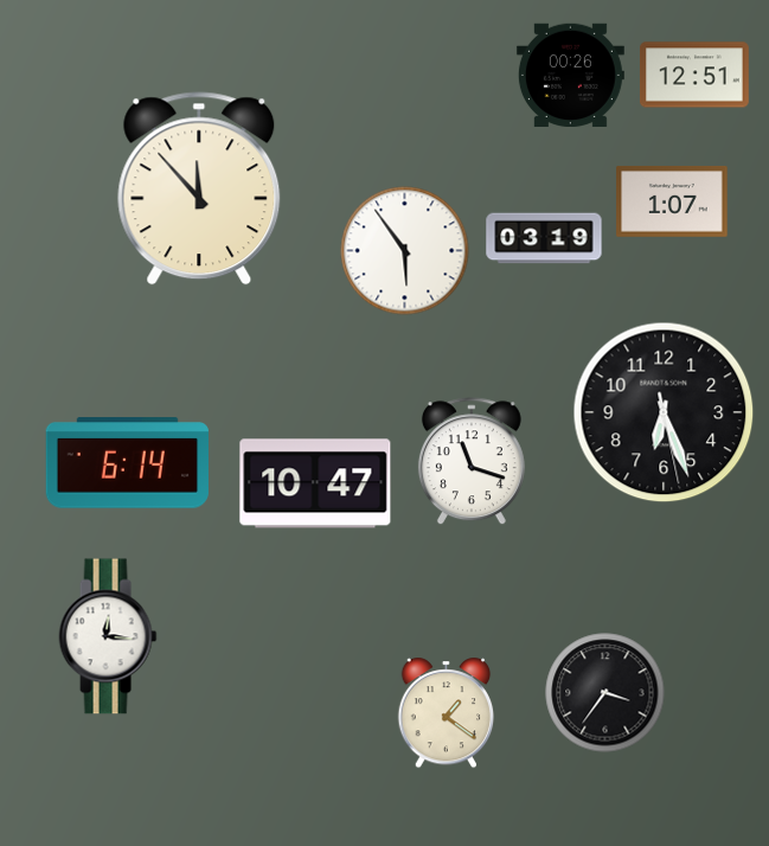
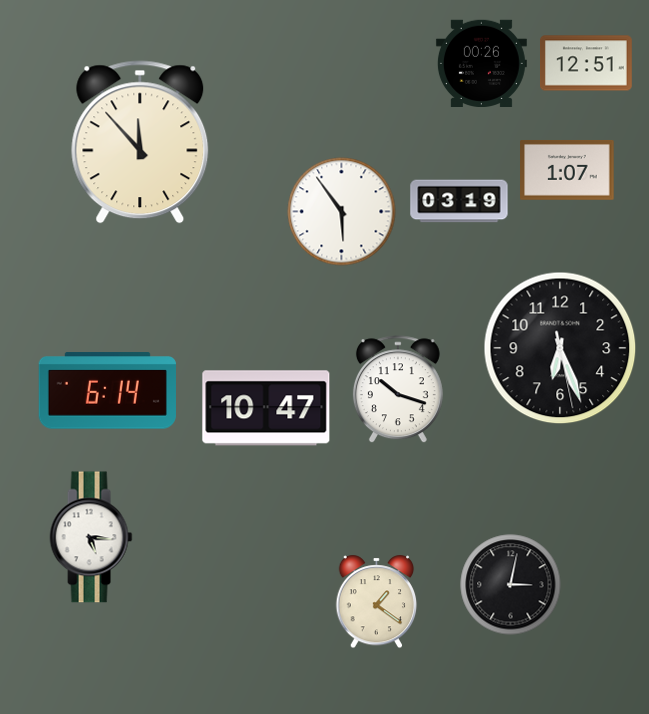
clock at (199, 188) position: (199, 188) -> (140, 142)
clock at (472, 462): 11:18 -> 10:18
clock at (108, 636): 12:16 -> 5:16
clock at (605, 693): 3:36 -> 3:02
